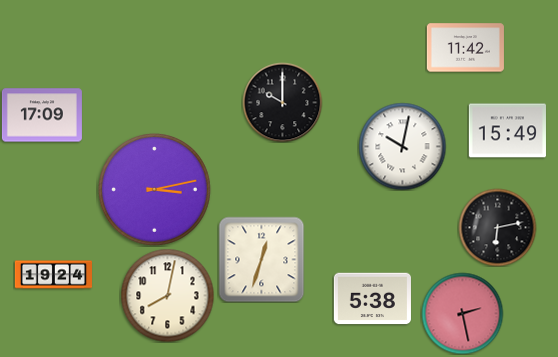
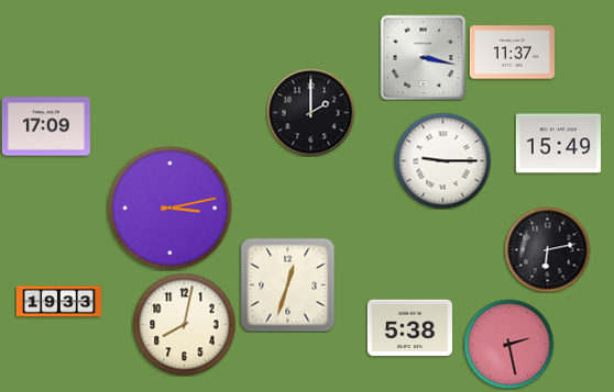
clock at (465, 48): 11:42 -> 11:37
clock at (423, 57): none -> 3:17
clock at (282, 102): 10:00 -> 2:00
clock at (402, 146): 10:02 -> 9:15
clock at (53, 275): 19:24 -> 19:33
